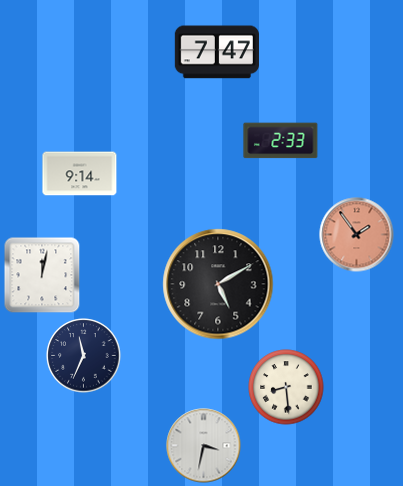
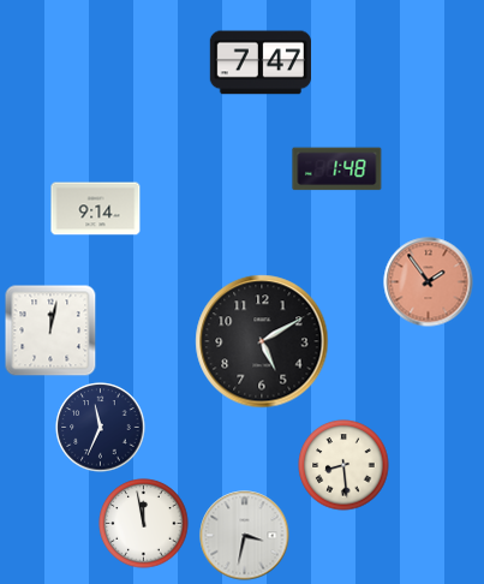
clock at (281, 141): 2:33 -> 1:48
clock at (144, 524): none -> 11:58
